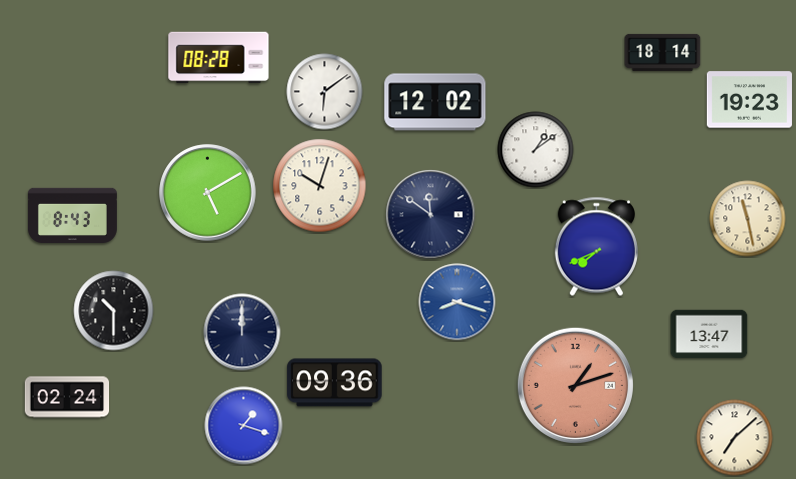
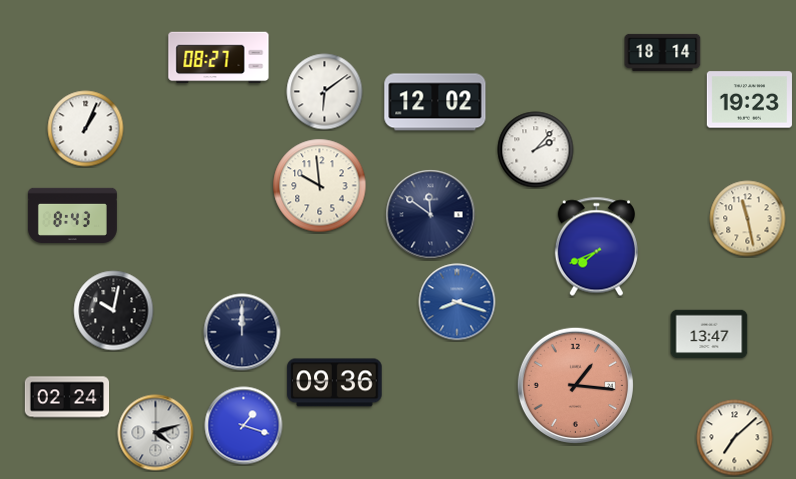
clock at (219, 58): 08:28 -> 08:27
clock at (86, 129): none -> 1:04
clock at (536, 150): 1:09 -> 2:07
clock at (320, 186): 10:03 -> 9:59
clock at (208, 193): 5:10 -> none
clock at (114, 311): 10:30 -> 10:02
clock at (575, 385): 1:12 -> 1:16
clock at (156, 433): none -> 4:12
